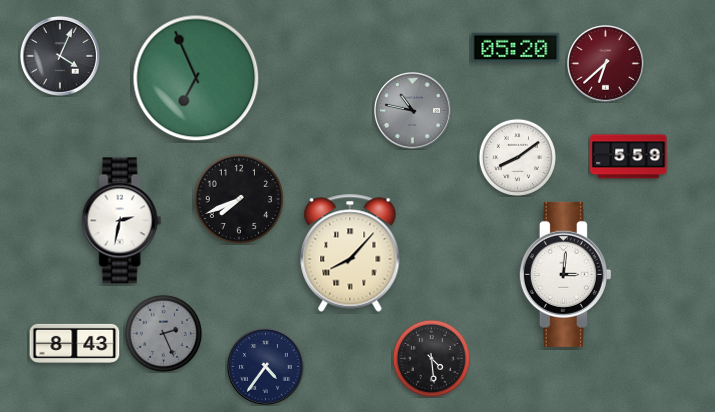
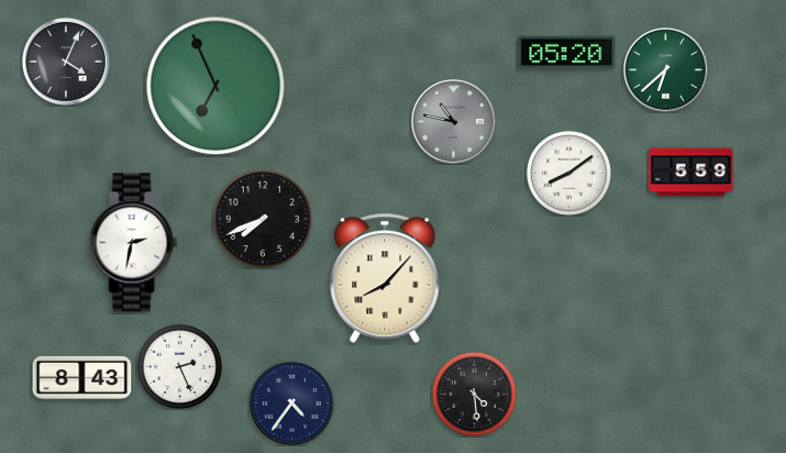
clock at (606, 64) dial: burgundy -> green
clock at (565, 274): 3:01 -> none
clock at (163, 333) dial: grey -> white
